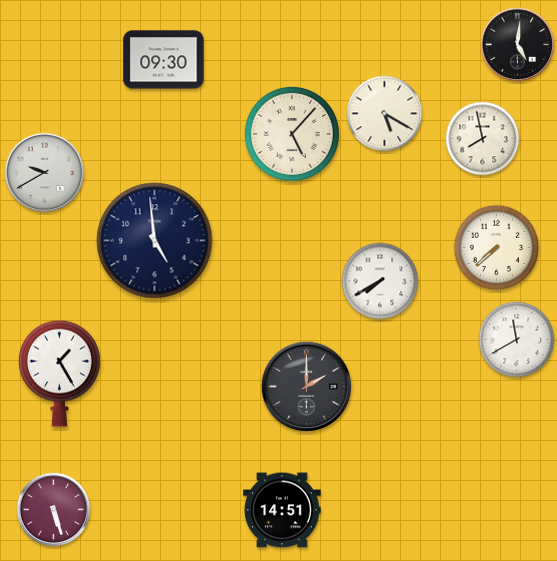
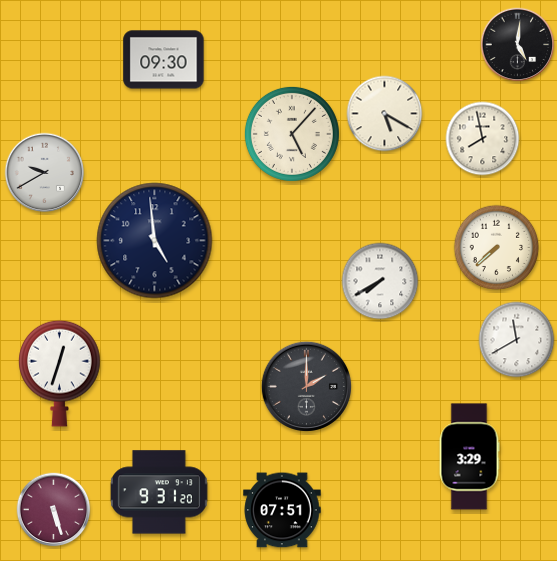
clock at (60, 373): 1:25 -> 12:33
clock at (469, 457): none -> 3:29
clock at (159, 492): none -> 9:31
clock at (282, 510): 14:51 -> 07:51
